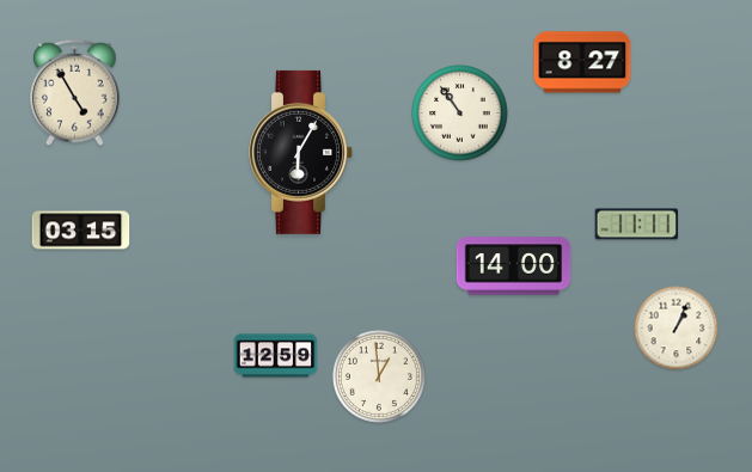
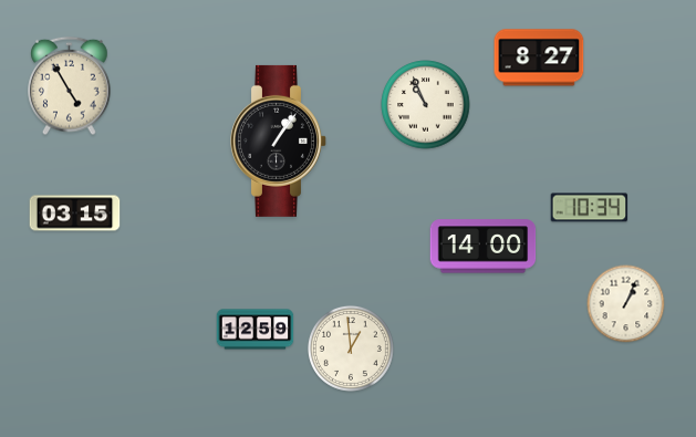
clock at (460, 114): 10:54 -> 10:56
clock at (301, 152): 6:05 -> 1:06
clock at (637, 225): 11:11 -> 10:34
clock at (514, 266) position: (514, 266) -> (484, 247)
